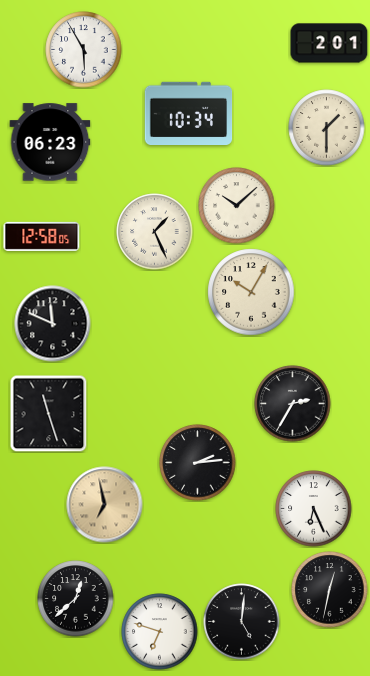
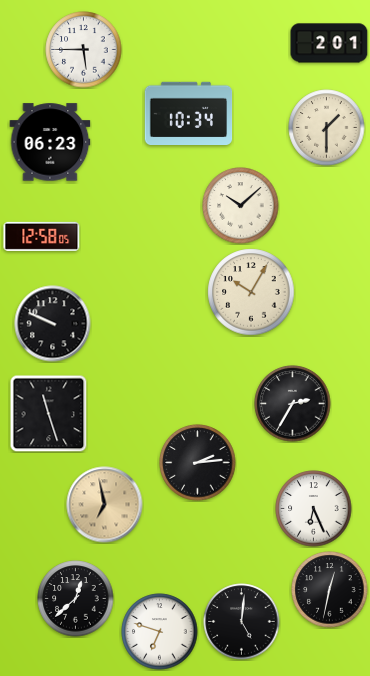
clock at (84, 50): 5:55 -> 5:45
clock at (237, 206) position: (237, 206) -> (241, 206)
clock at (155, 232): 1:26 -> none
clock at (53, 324): 11:49 -> 9:49
